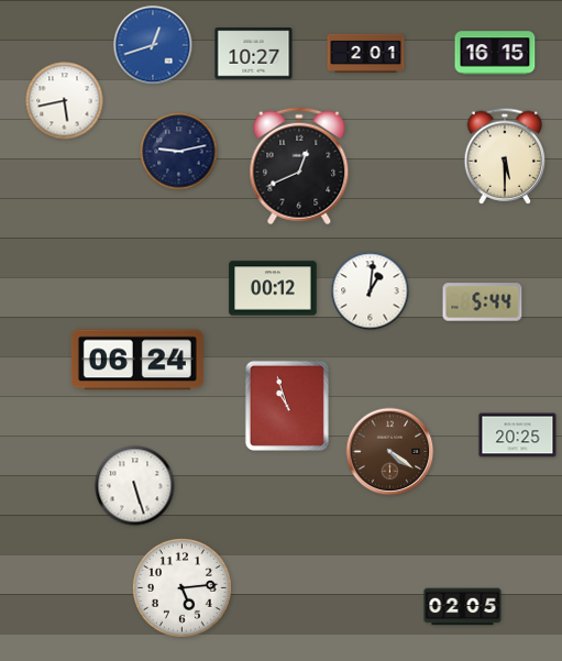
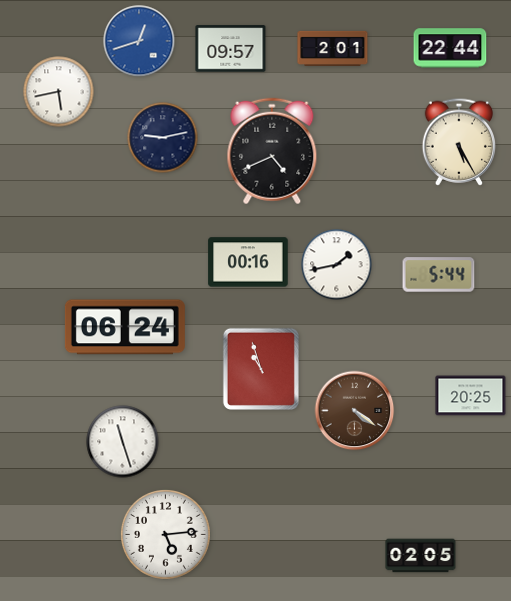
clock at (495, 53): 16:15 -> 22:44
clock at (254, 54): 10:27 -> 09:57
clock at (505, 156): 5:30 -> 5:25
clock at (299, 166): 12:41 -> 4:41
clock at (273, 288): 00:12 -> 00:16
clock at (371, 291): 1:01 -> 1:43
clock at (135, 486): 5:27 -> 11:27
clock at (463, 607) position: (463, 607) -> (421, 556)
